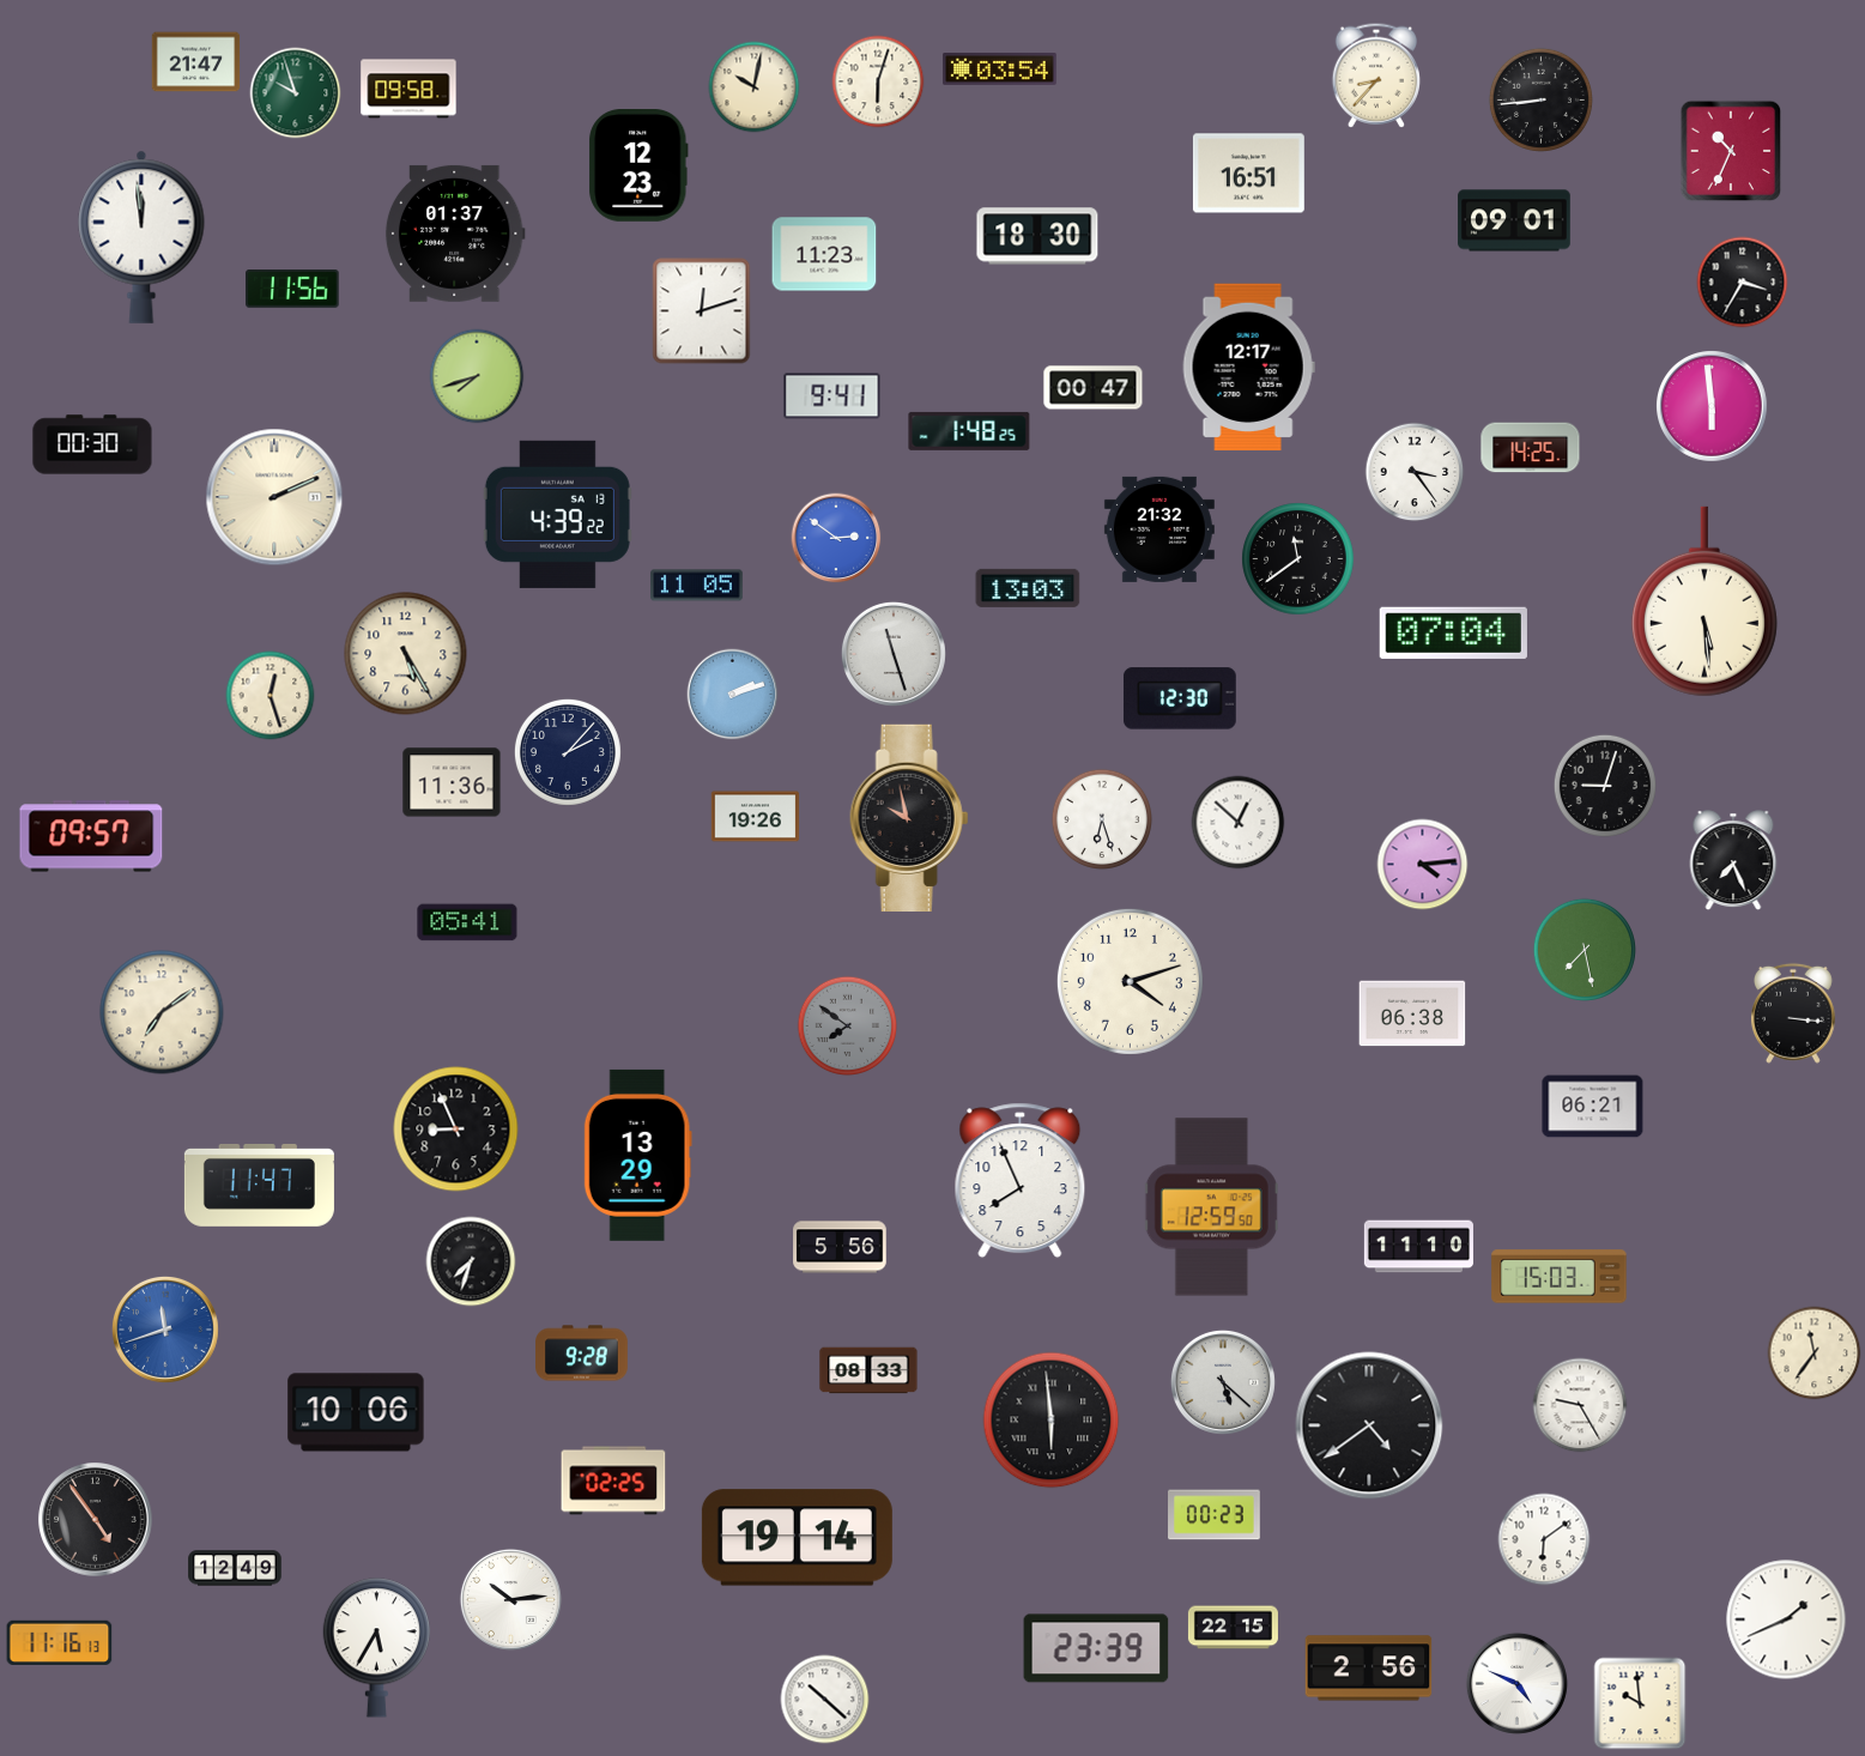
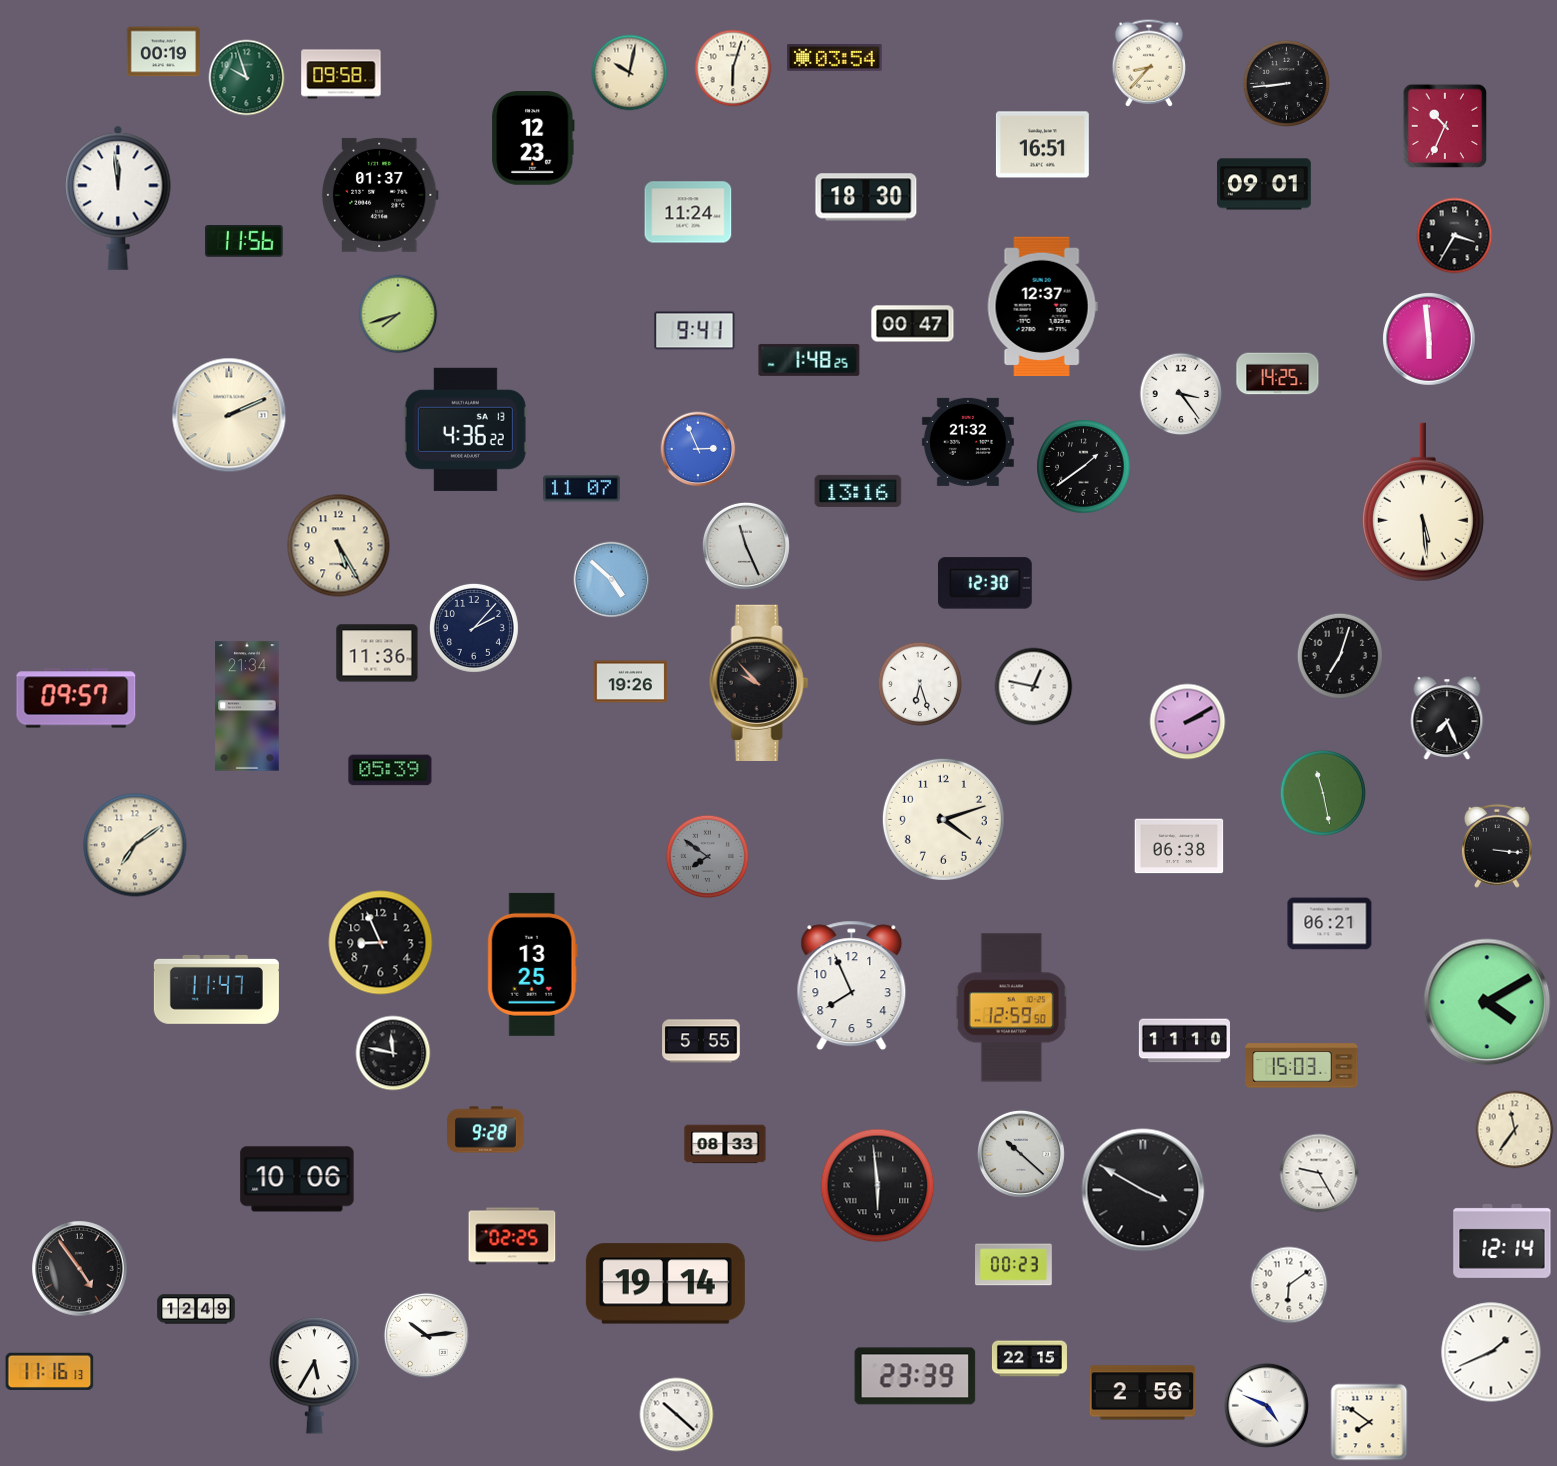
clock at (196, 62): 21:47 -> 00:19
clock at (824, 254): 11:23 -> 11:24
clock at (702, 311): 12:12 -> none
clock at (1248, 367): 12:17 -> 12:37
clock at (92, 444): 00:30 -> none
clock at (557, 514): 4:39 -> 4:36
clock at (836, 538): 2:51 -> 2:56
clock at (1298, 559): 11:39 -> 1:39
clock at (697, 586): 11:05 -> 11:07
clock at (1028, 588): 13:03 -> 13:16
clock at (1453, 632): 07:04 -> none
clock at (894, 654): 11:27 -> 11:26
clock at (733, 695): 2:12 -> 4:52
clock at (271, 696): 12:27 -> none
clock at (1605, 786): 9:03 -> 7:03
clock at (909, 817): 9:58 -> 9:53
clock at (1239, 823): 12:52 -> 12:47
clock at (247, 706): none -> 21:34
clock at (1423, 865): 4:14 -> 2:10
clock at (467, 922): 05:41 -> 05:39
clock at (1585, 950): 7:28 -> 11:28
clock at (637, 1155): 13:29 -> 13:25
clock at (1487, 1002): none -> 4:10
clock at (840, 1247): 5:56 -> 5:55
clock at (471, 1261): 7:33 -> 11:47
clock at (165, 1330): 11:42 -> none
clock at (1223, 1382): 5:22 -> 10:22
clock at (1369, 1425): 4:39 -> 3:50
clock at (1502, 1241): none -> 12:14
clock at (825, 1700) position: (825, 1700) -> (677, 1415)
clock at (1640, 1703): 9:59 -> 7:51
